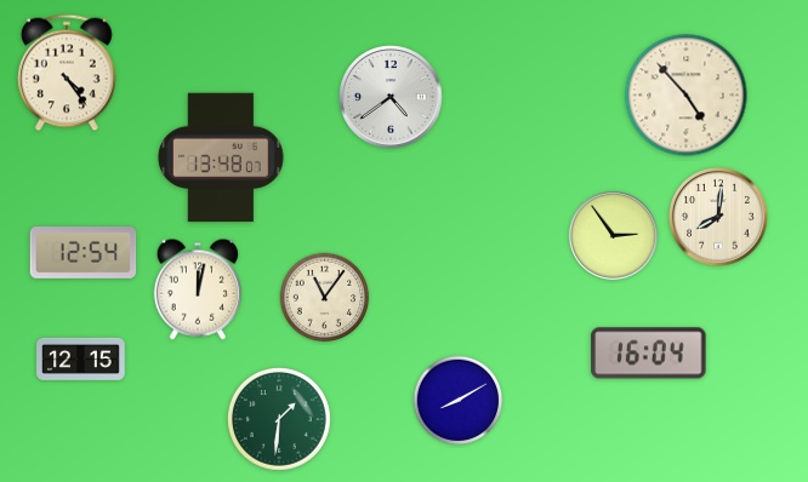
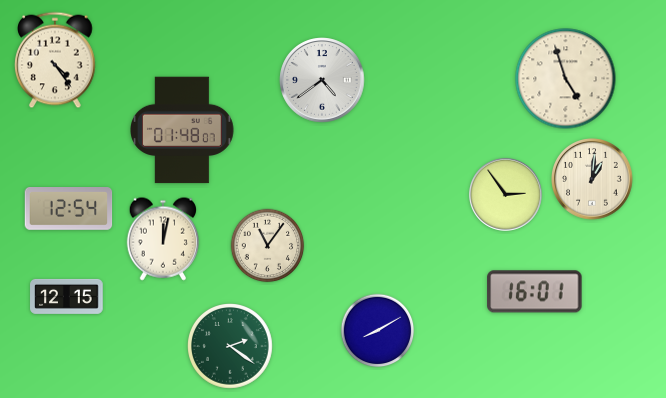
clock at (687, 96): 4:53 -> 4:57
clock at (222, 157): 13:48 -> 01:48
clock at (719, 218): 8:01 -> 1:01
clock at (649, 354): 16:04 -> 16:01
clock at (280, 420): 1:31 -> 2:21
